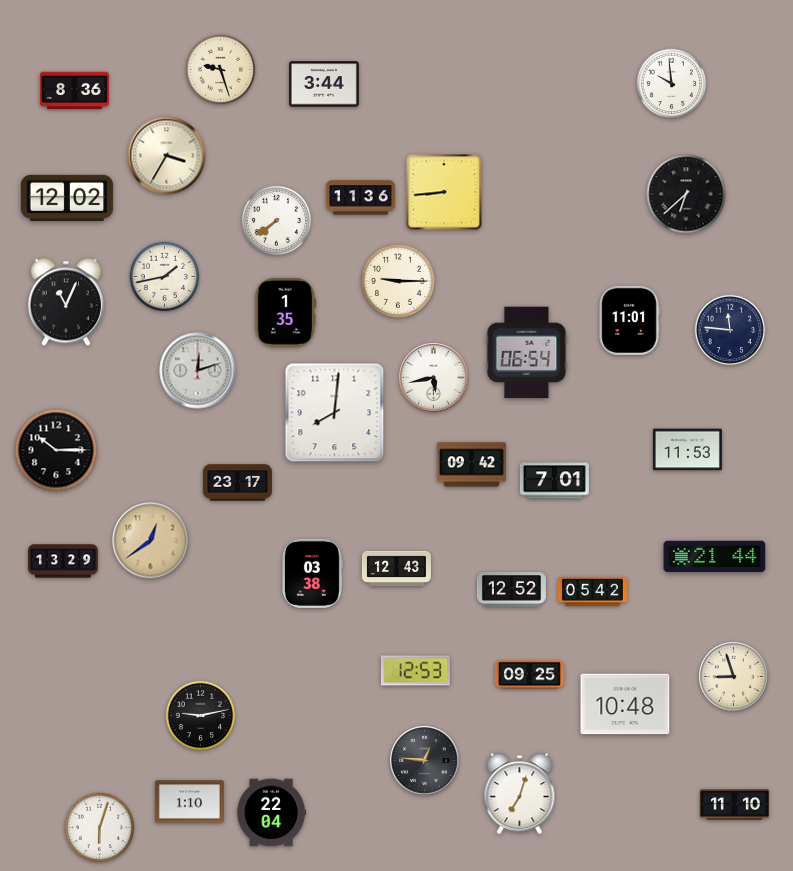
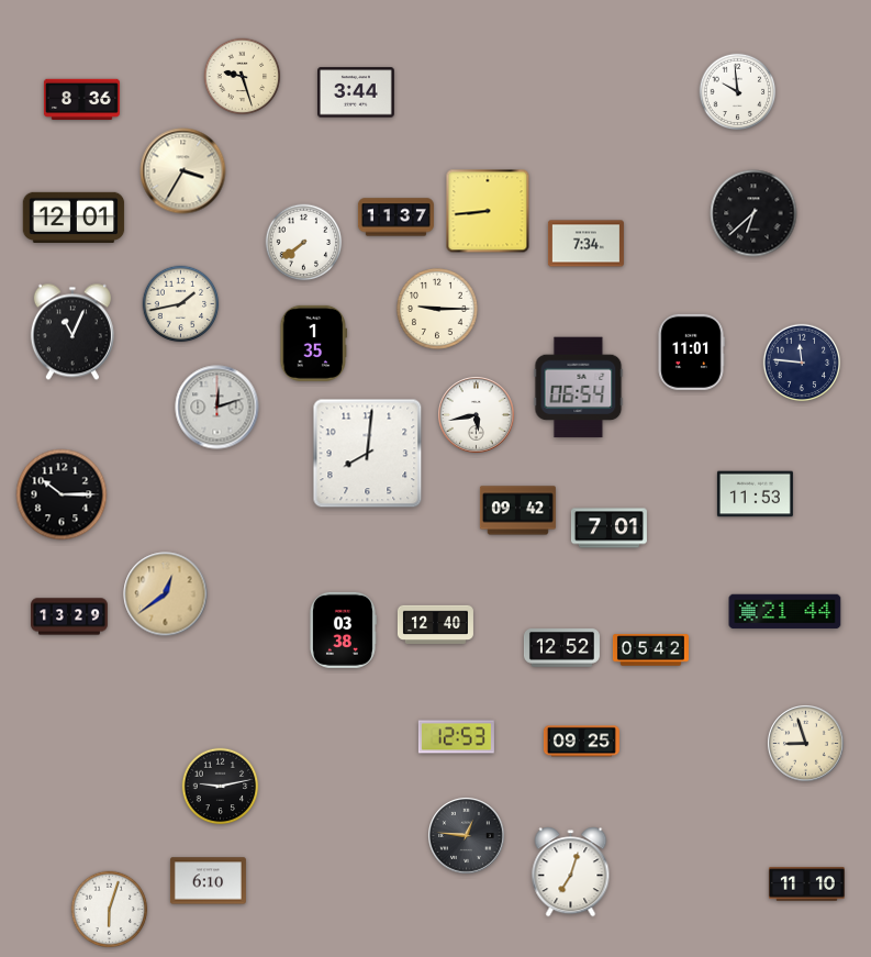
clock at (67, 198): 12:02 -> 12:01
clock at (360, 198): 11:36 -> 11:37
clock at (585, 244): none -> 7:34
clock at (237, 483): 23:17 -> none
clock at (396, 569): 12:43 -> 12:40
clock at (625, 704): 10:48 -> none
clock at (189, 802): 1:10 -> 6:10
clock at (271, 813): 22:04 -> none
